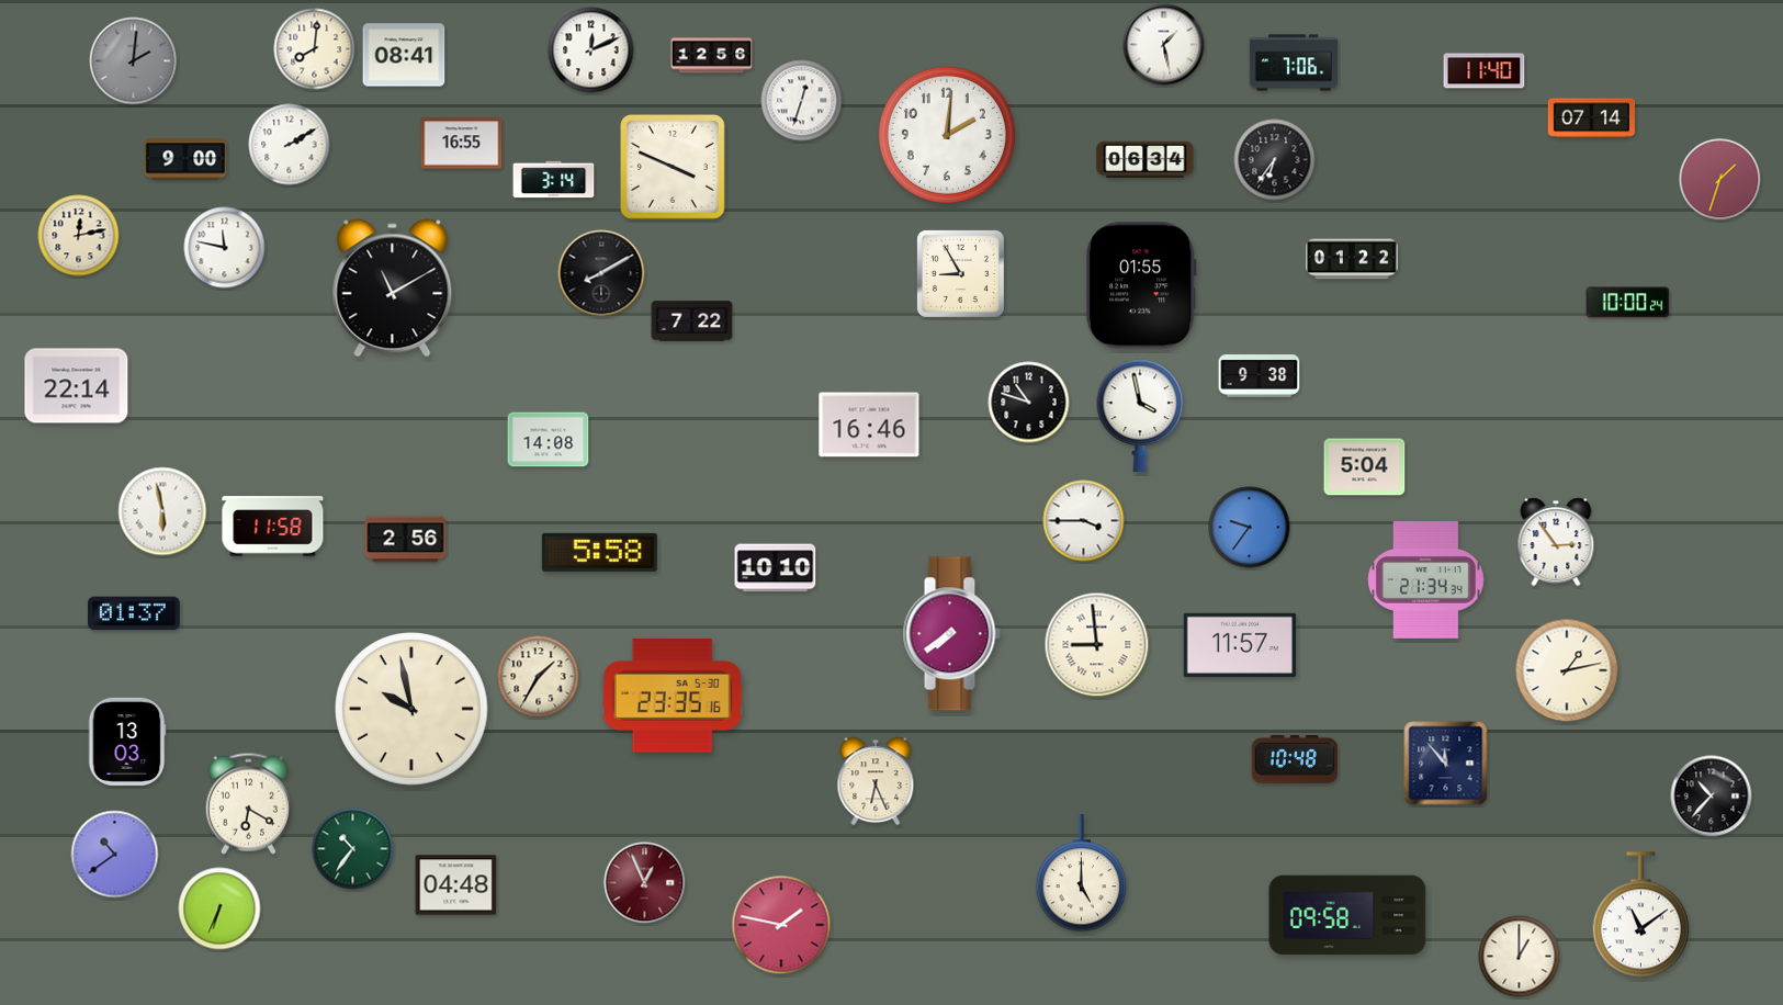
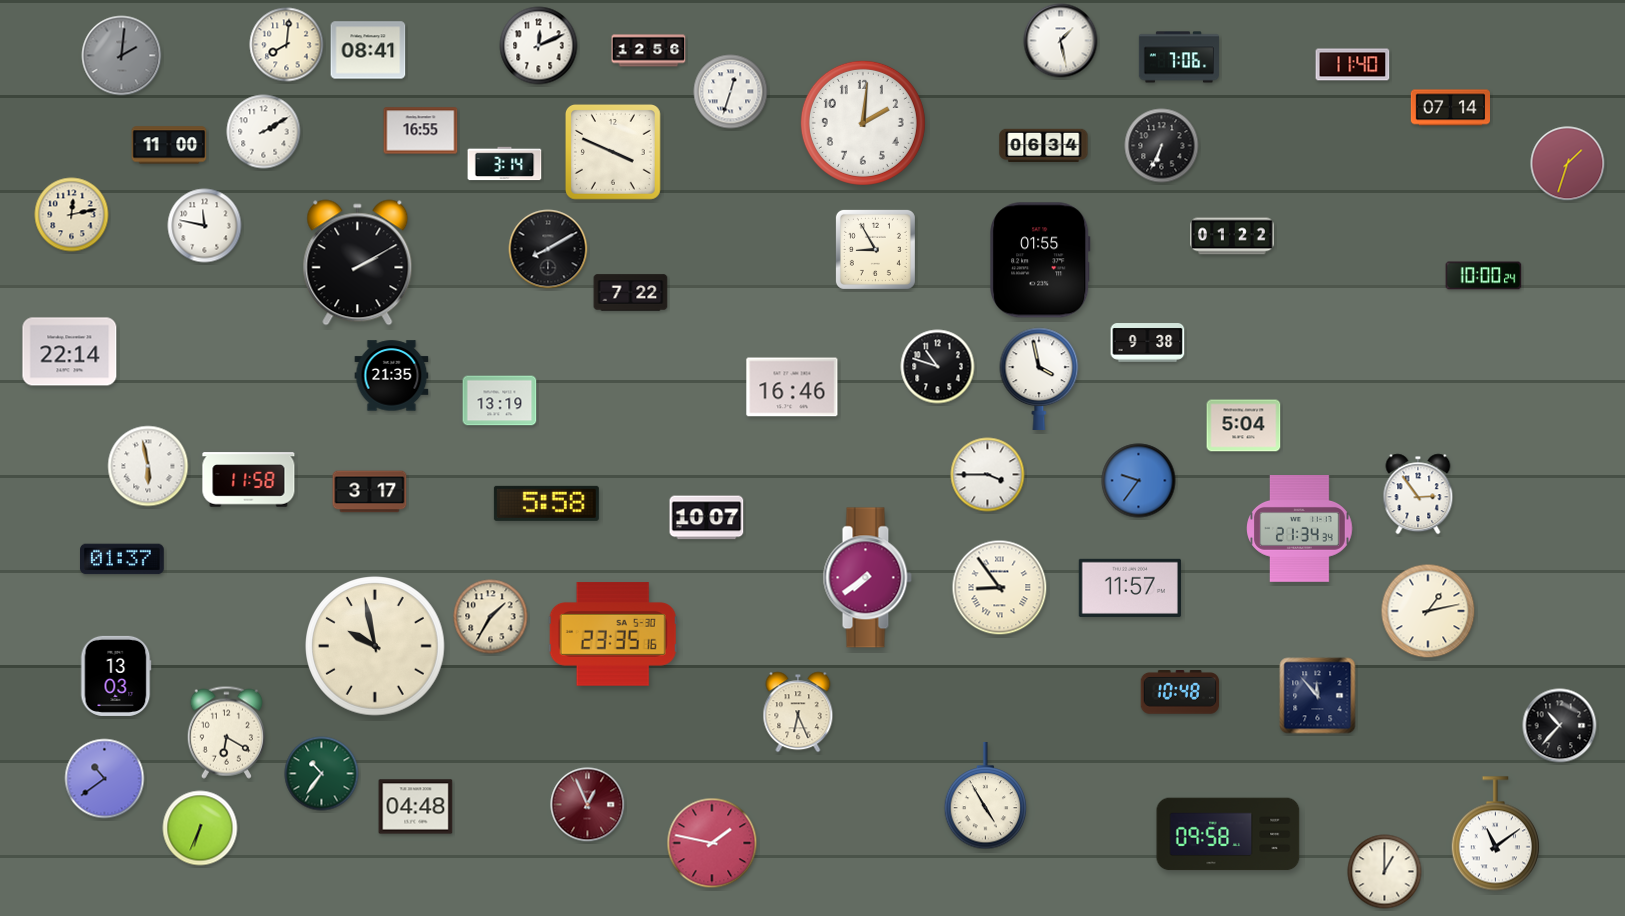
clock at (185, 159): 9:00 -> 11:00
clock at (1275, 160): 6:36 -> 6:34
clock at (393, 289): 11:10 -> 2:10
clock at (392, 376): none -> 21:35
clock at (549, 440): 14:08 -> 13:19
clock at (406, 540): 2:56 -> 3:17
clock at (776, 568): 10:10 -> 10:07
clock at (1097, 645): 8:59 -> 8:54
clock at (1082, 874): 5:00 -> 4:55
